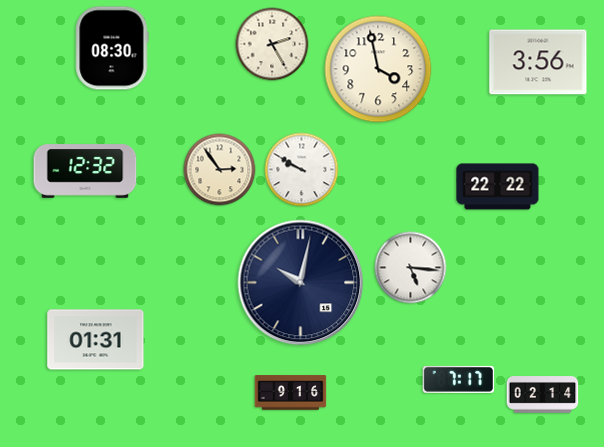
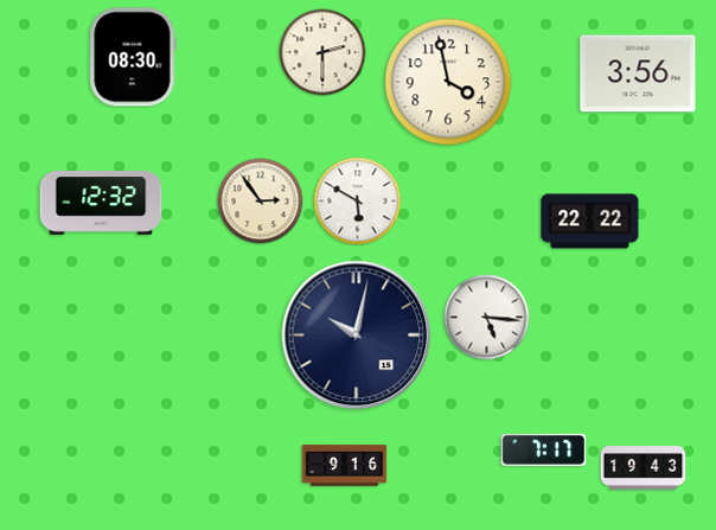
clock at (272, 44): 2:25 -> 2:30
clock at (302, 170): 9:50 -> 5:50
clock at (96, 340): 01:31 -> none
clock at (543, 395): 02:14 -> 19:43
